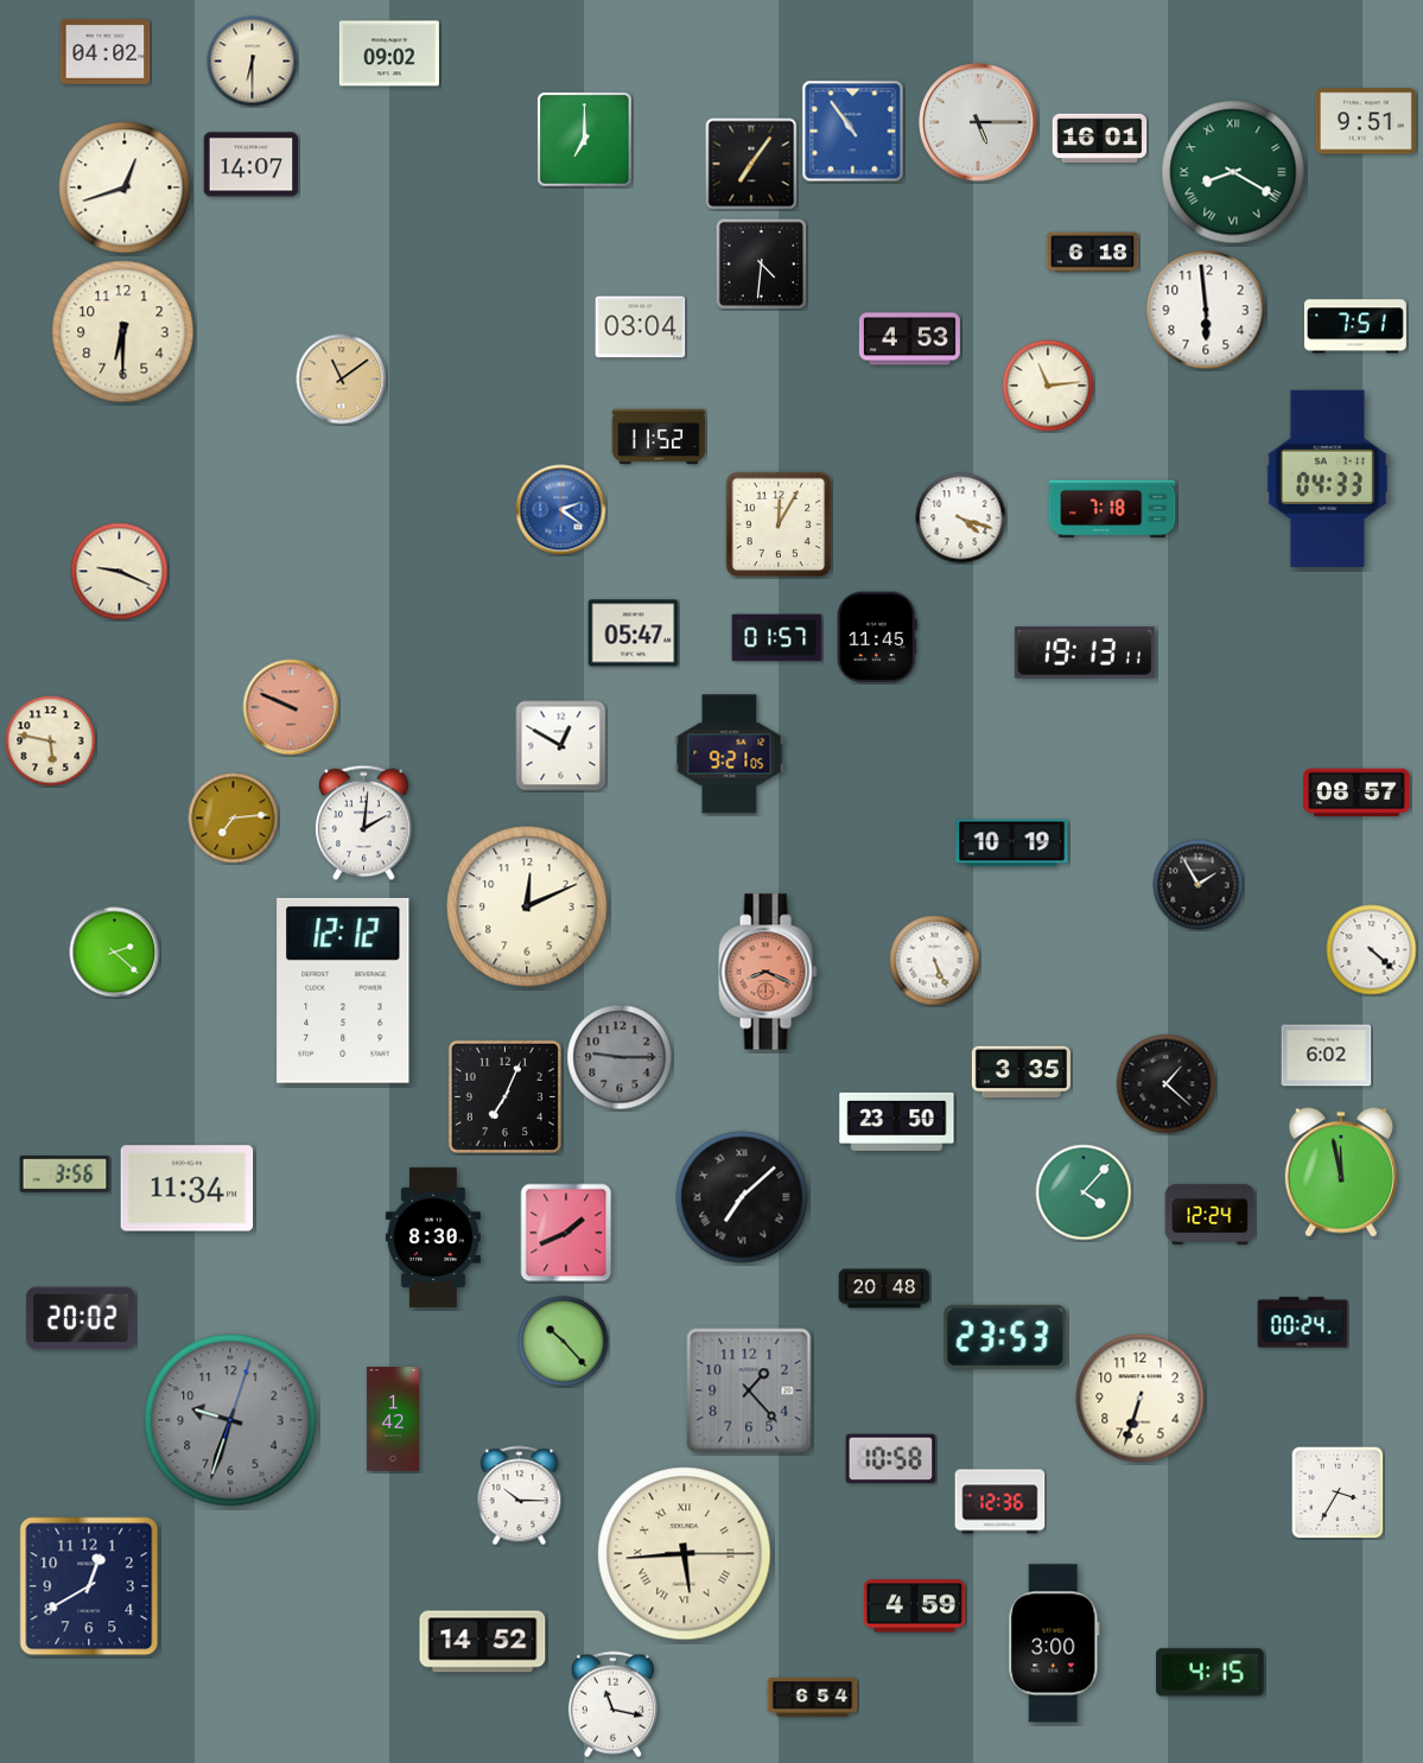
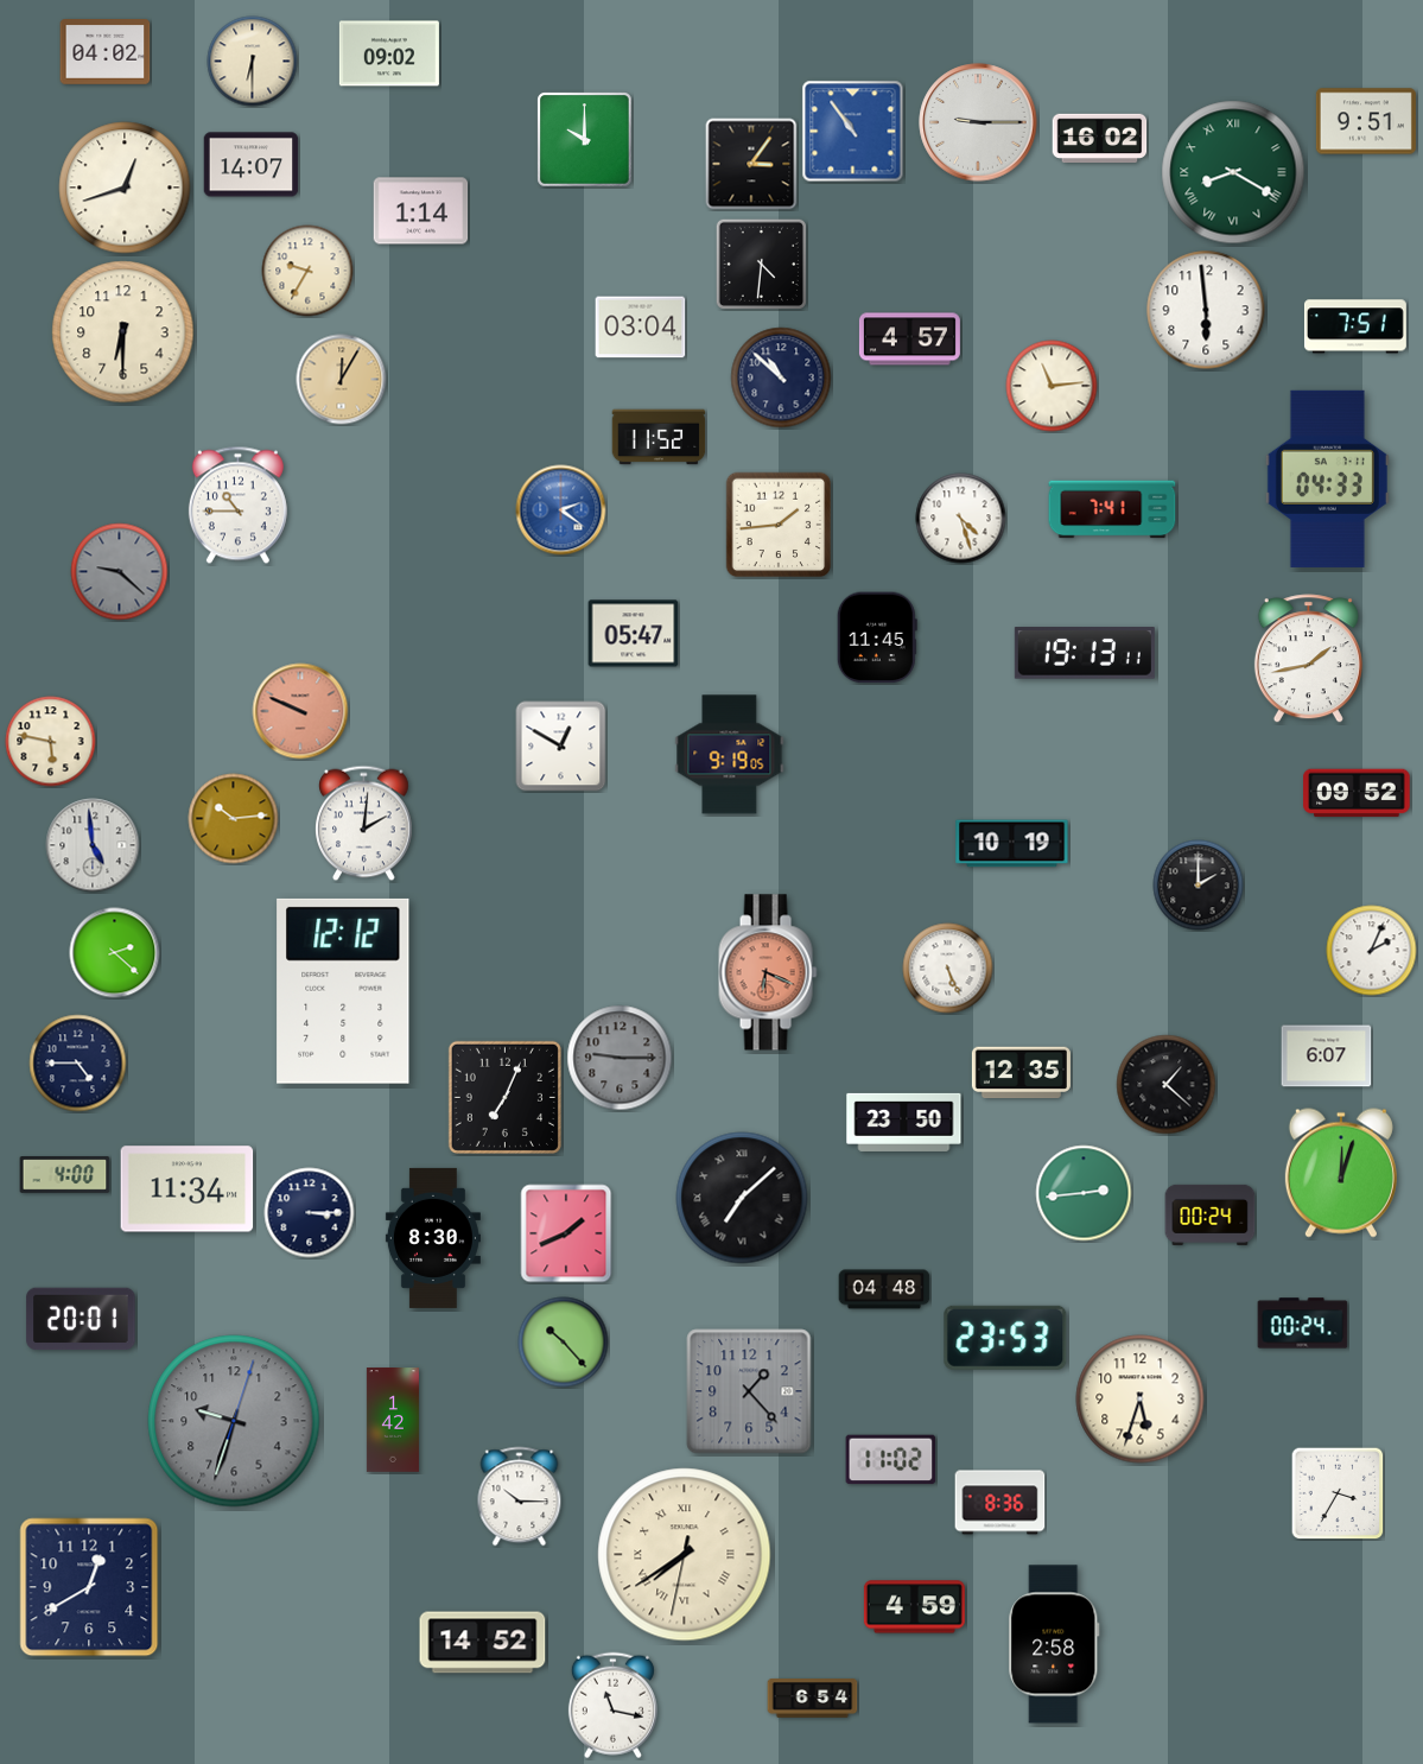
clock at (978, 122): 5:15 -> 9:15
clock at (1100, 138): 16:01 -> 16:02
clock at (585, 140): 7:00 -> 10:00
clock at (751, 164): 7:06 -> 3:06
clock at (421, 211): none -> 1:14
clock at (1093, 253): 6:18 -> none
clock at (307, 271): none -> 9:35
clock at (909, 339): 4:53 -> 4:57
clock at (781, 377): none -> 10:52
clock at (342, 380): 11:09 -> 12:05
clock at (1048, 386) position: (1048, 386) -> (1052, 386)
clock at (237, 506): none -> 10:45
clock at (1112, 509): 7:18 -> 7:41
clock at (961, 518): 4:18 -> 4:27
clock at (779, 524): 12:05 -> 1:44
clock at (120, 572): 9:19 -> 9:22
clock at (120, 572) dial: cream -> grey
clock at (777, 638): 01:57 -> none
clock at (1308, 659): none -> 1:43
clock at (291, 707) position: (291, 707) -> (300, 711)
clock at (730, 755): 9:21 -> 9:19
clock at (1357, 793): 08:57 -> 09:52
clock at (234, 819): 7:14 -> 10:14
clock at (93, 845): none -> 4:59
clock at (1199, 885): 1:55 -> 2:00
clock at (527, 906): 12:11 -> none
clock at (1372, 950): 4:22 -> 2:04
clock at (935, 961) position: (935, 961) -> (948, 969)
clock at (768, 972): 8:19 -> 6:19
clock at (1327, 1056): 6:02 -> 6:07
clock at (78, 1064): none -> 4:45
clock at (1021, 1073): 3:35 -> 12:35
clock at (897, 1121) position: (897, 1121) -> (904, 1122)
clock at (1341, 1172): 11:58 -> 12:03
clock at (65, 1175): 3:56 -> 4:00
clock at (1084, 1192): 4:07 -> 2:44
clock at (310, 1213): none -> 3:15
clock at (1211, 1214): 12:24 -> 00:24
clock at (884, 1288): 20:48 -> 04:48
clock at (81, 1318): 20:02 -> 20:01
clock at (1141, 1399): 6:33 -> 5:33
clock at (230, 1420) position: (230, 1420) -> (234, 1421)
clock at (891, 1459): 10:58 -> 11:02
clock at (1000, 1502): 12:36 -> 8:36
clock at (685, 1554): 5:44 -> 7:39
clock at (1054, 1643): 3:00 -> 2:58
clock at (1211, 1673): 4:15 -> none
